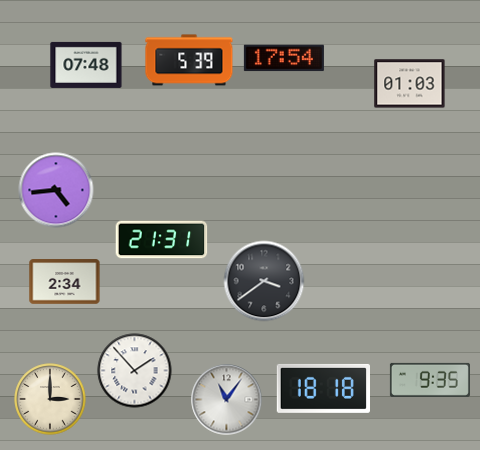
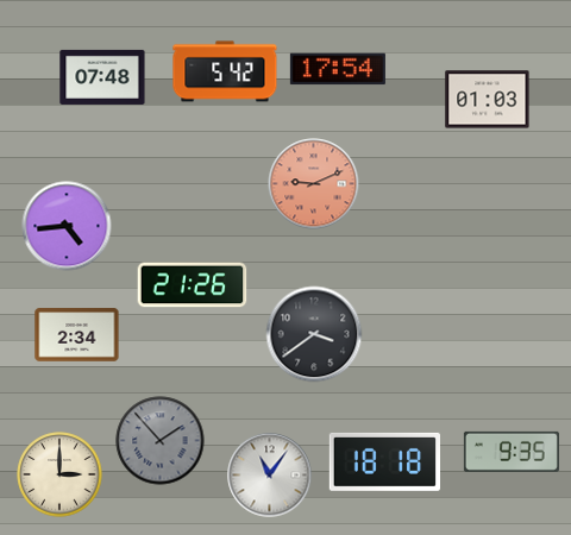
clock at (189, 60): 5:39 -> 5:42
clock at (314, 184): none -> 9:11
clock at (162, 240): 21:31 -> 21:26
clock at (135, 371) dial: white -> grey
